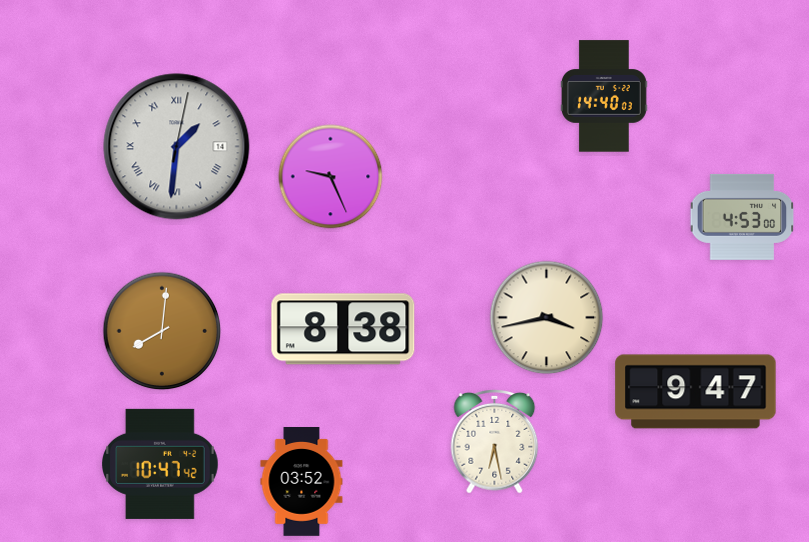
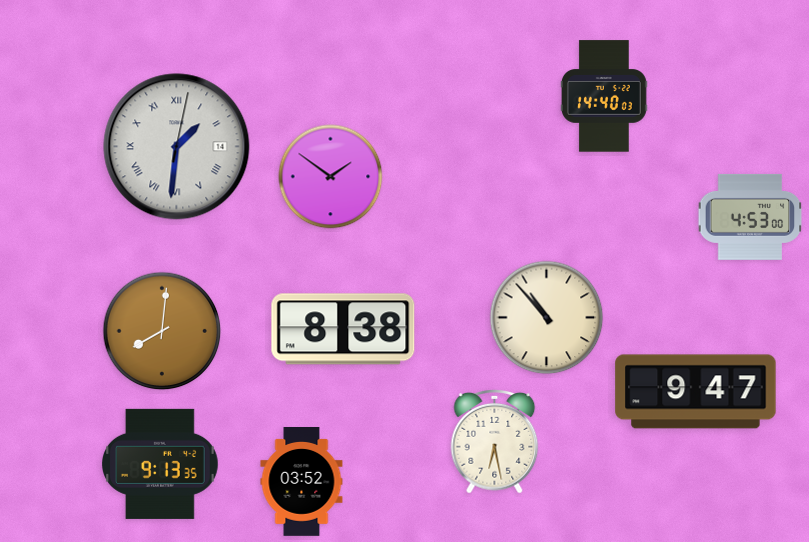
clock at (331, 177): 9:26 -> 1:51
clock at (742, 217) position: (742, 217) -> (750, 217)
clock at (547, 318): 3:43 -> 10:53
clock at (161, 464): 10:47 -> 9:13
